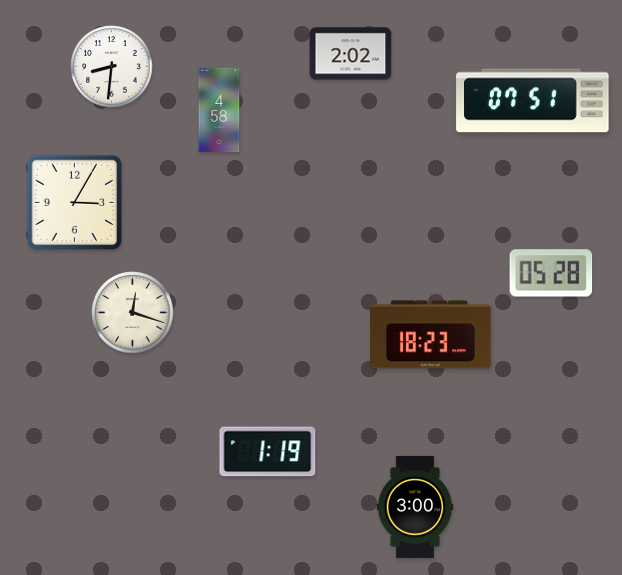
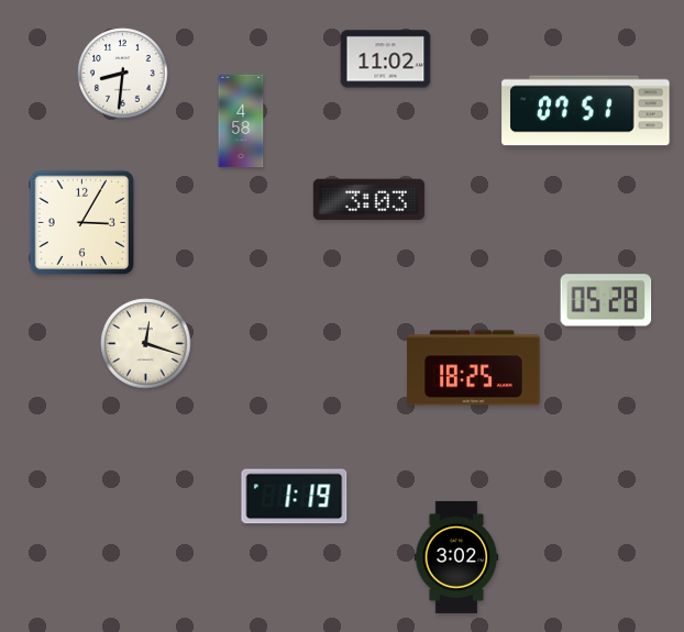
clock at (351, 54): 2:02 -> 11:02
clock at (368, 200): none -> 3:03
clock at (431, 335): 18:23 -> 18:25
clock at (415, 507): 3:00 -> 3:02
